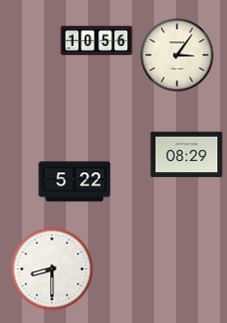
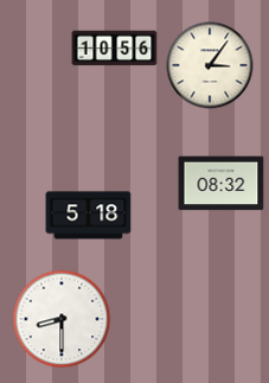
clock at (187, 155): 08:29 -> 08:32
clock at (75, 182): 5:22 -> 5:18
